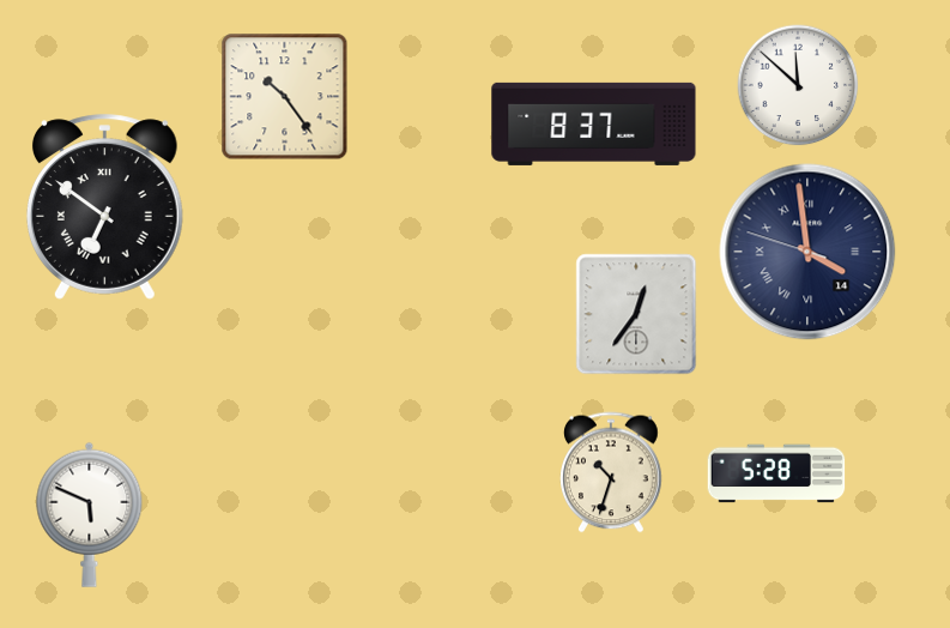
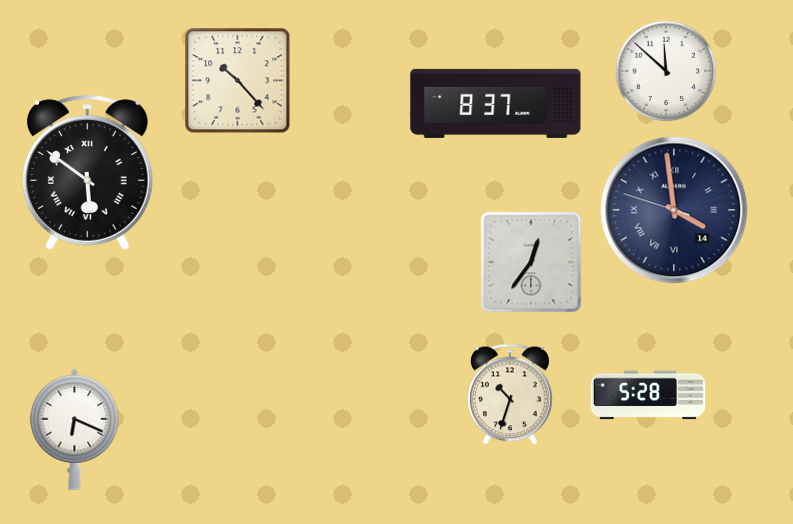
clock at (285, 97): 10:24 -> 10:23
clock at (104, 207): 6:51 -> 5:51
clock at (90, 514): 5:49 -> 6:19
